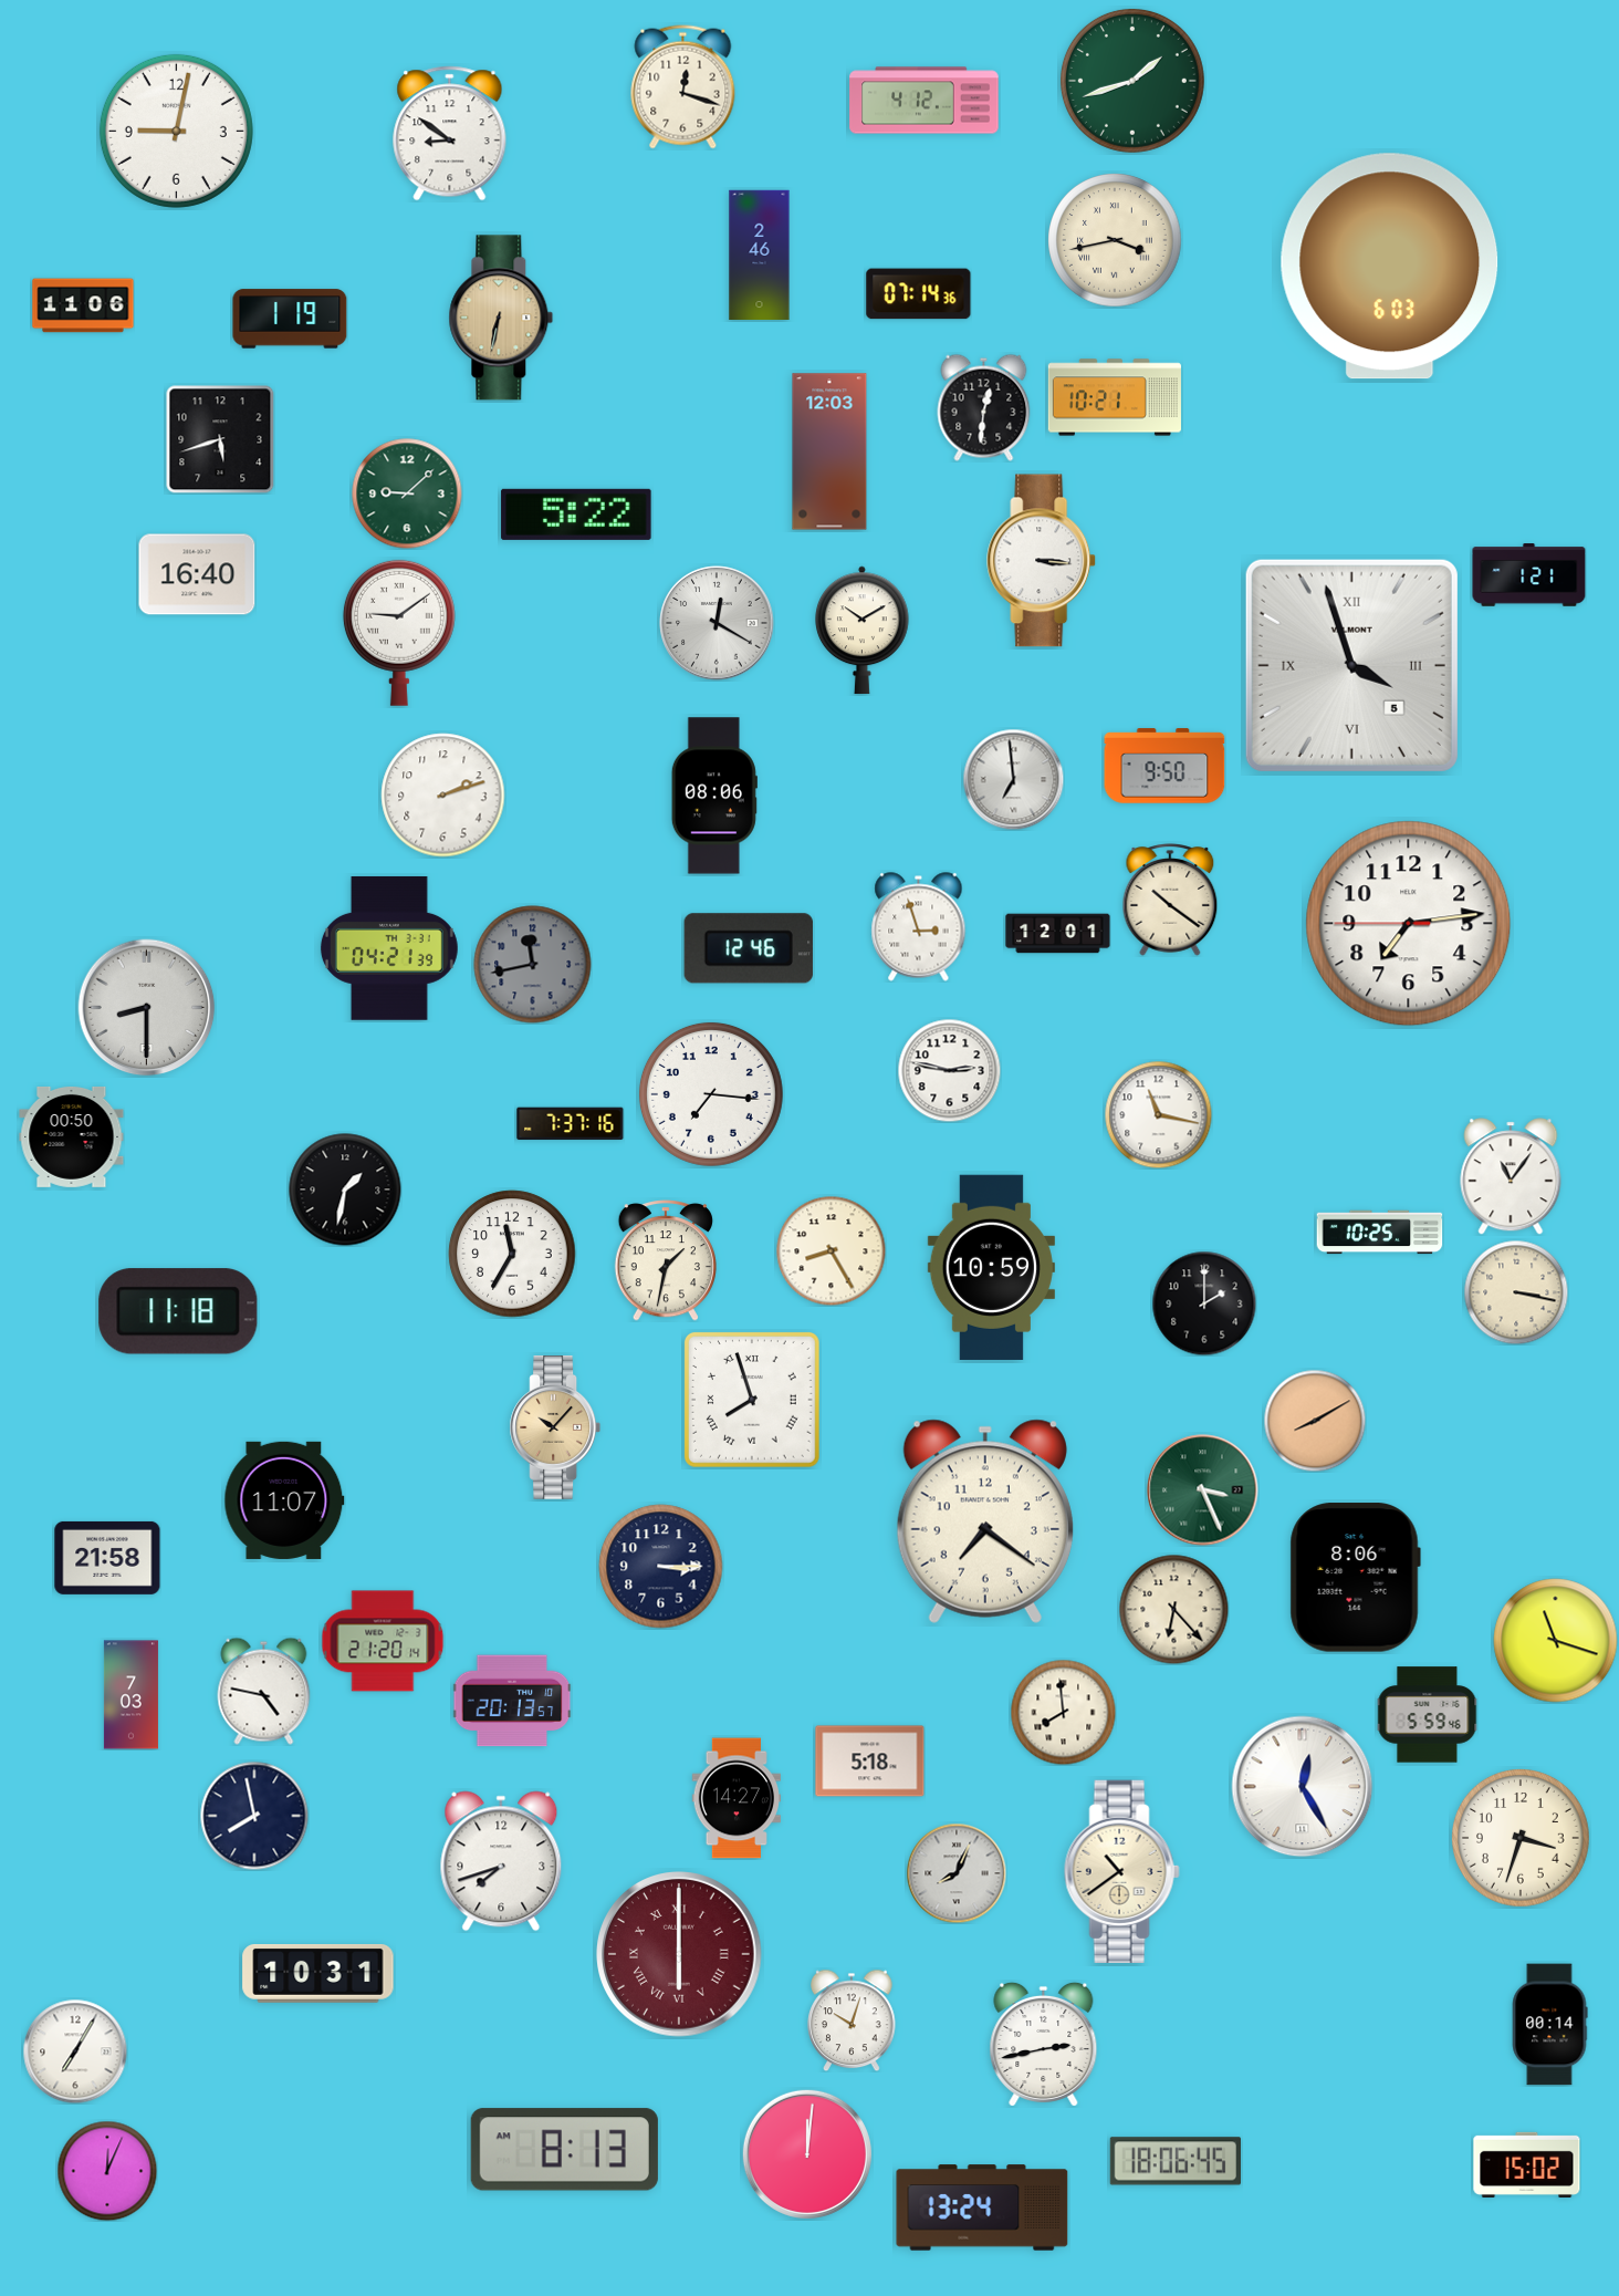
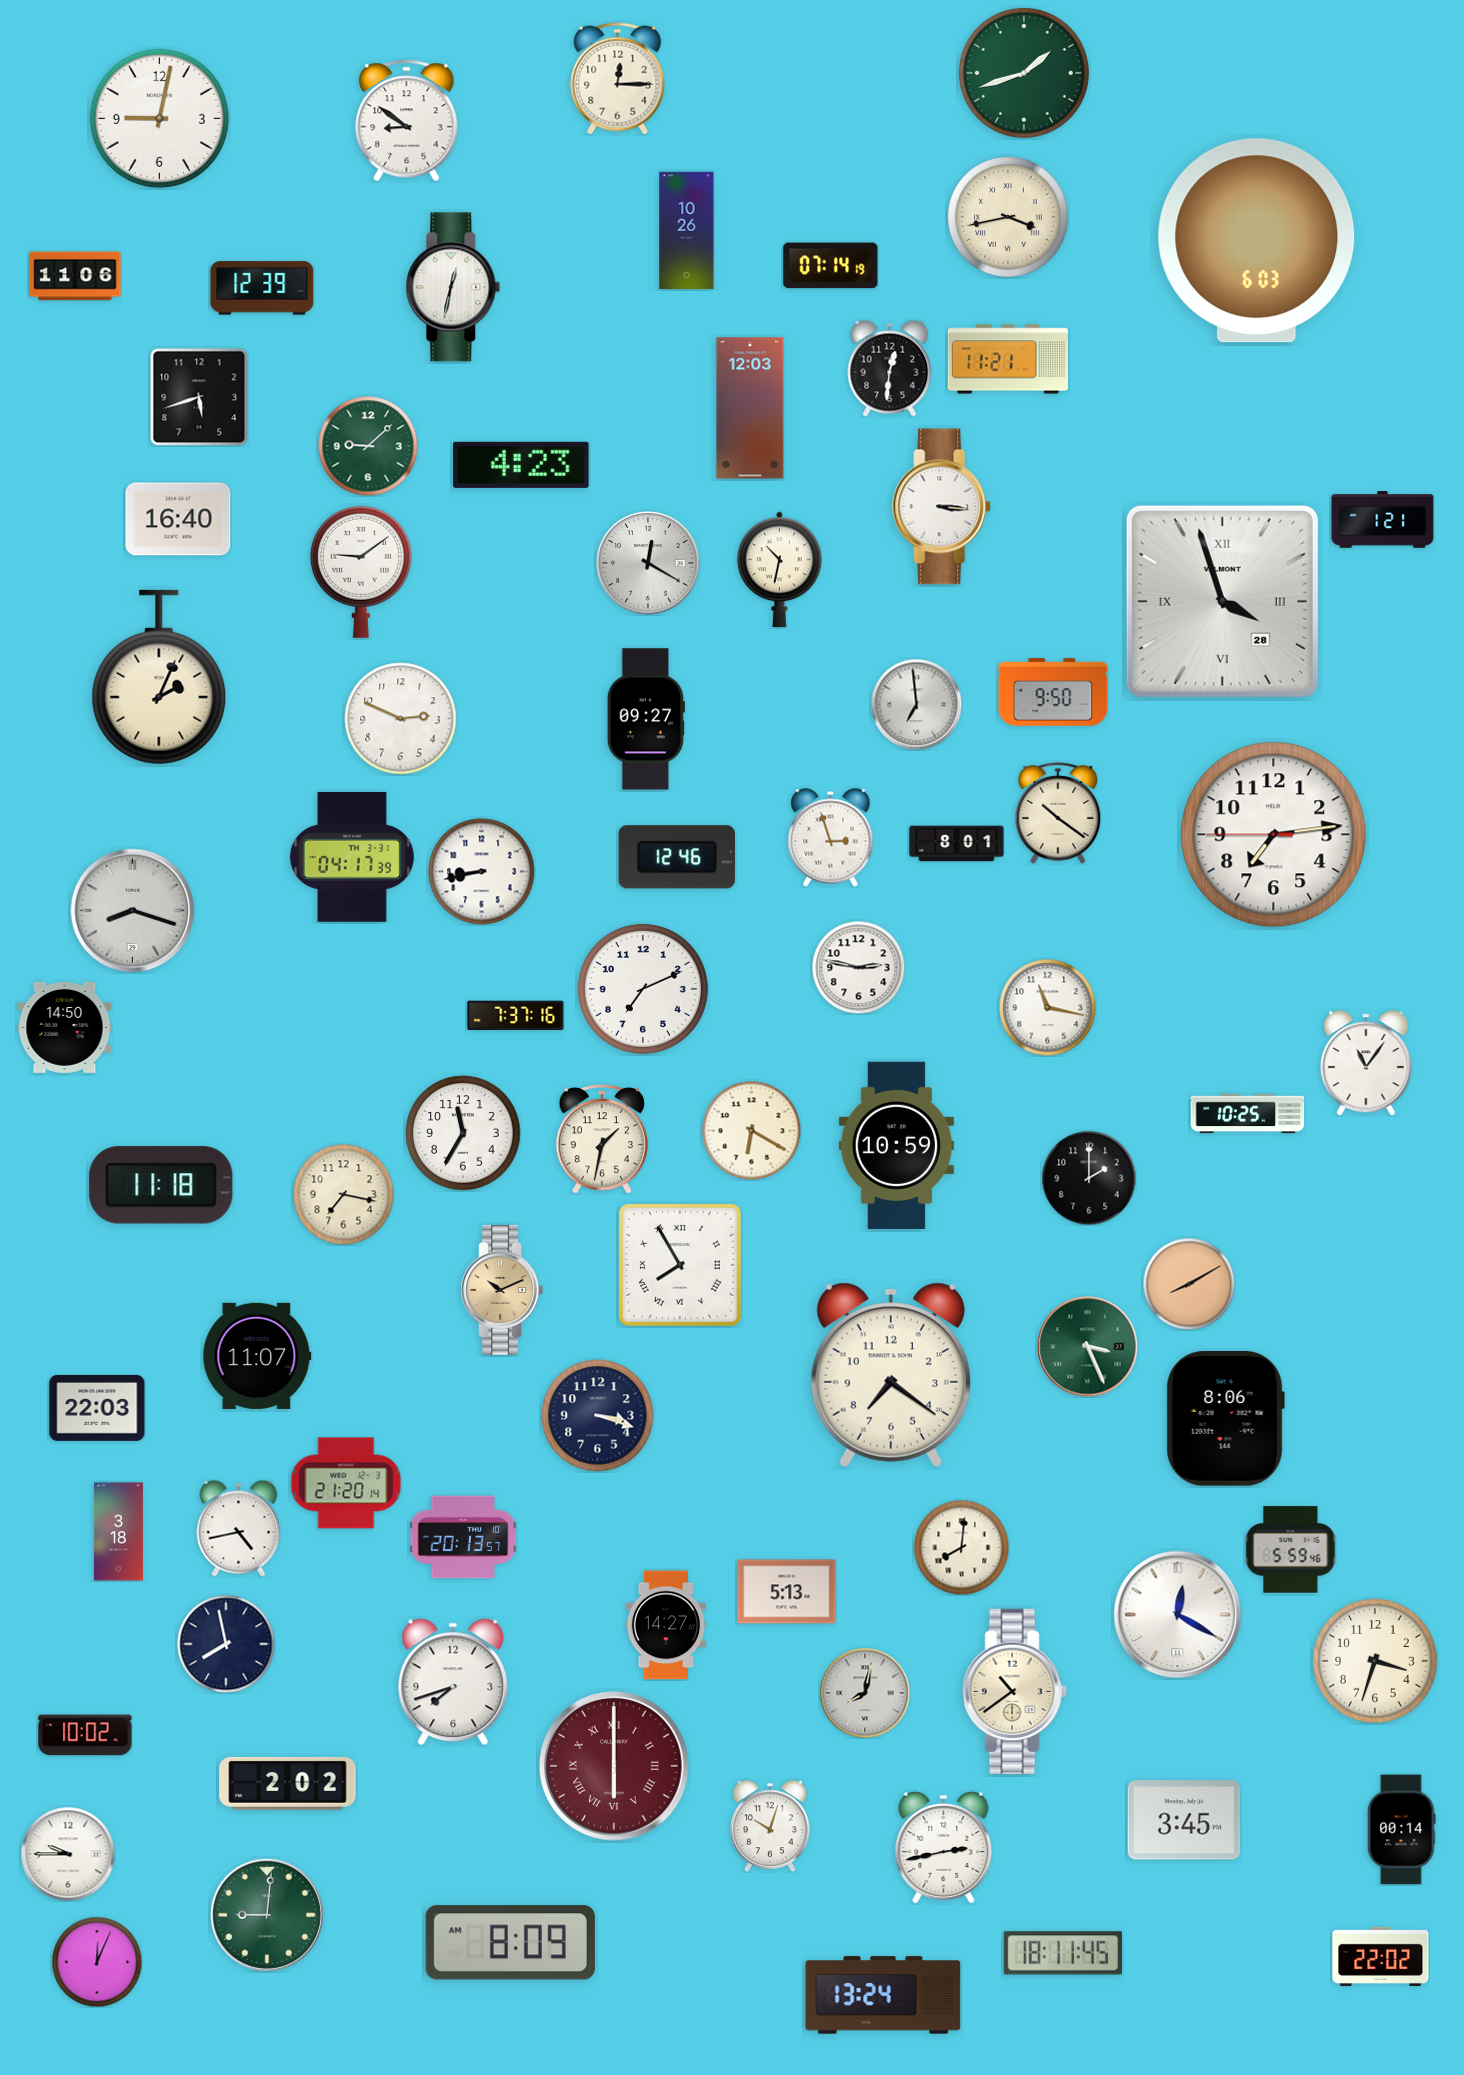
clock at (683, 87): 12:18 -> 12:15
clock at (925, 101): 4:12 -> none
clock at (760, 256): 2:46 -> 10:26
clock at (919, 294): 07:14:36 -> 07:14:19
clock at (501, 318): 6:32 -> 12:32
clock at (501, 318) dial: champagne -> white
clock at (290, 319): 1:19 -> 12:39
clock at (1115, 397): 10:21 -> 11:21
clock at (576, 515): 5:22 -> 4:23
clock at (863, 631): 10:10 -> 10:32
clock at (1351, 665) date: 5 -> 28
clock at (159, 677): none -> 2:04
clock at (443, 796): 2:12 -> 2:49
clock at (714, 796): 08:06 -> 09:27
clock at (1058, 934): 12:01 -> 8:01
clock at (389, 948): 04:21 -> 04:17
clock at (533, 965): 11:43 -> 8:43
clock at (533, 965) dial: grey -> white
clock at (147, 1008): 8:30 -> 8:18
clock at (711, 1094): 7:16 -> 7:11
clock at (72, 1136): 00:50 -> 14:50
clock at (345, 1189): 1:32 -> none
clock at (832, 1251): 8:25 -> 6:20
clock at (1516, 1292): 3:17 -> none
clock at (344, 1195): none -> 7:17
clock at (753, 1401): 7:57 -> 7:55
clock at (555, 1428): 10:07 -> 10:11
clock at (107, 1558): 21:58 -> 22:03
clock at (661, 1567): 3:15 -> 3:18
clock at (1355, 1578) position: (1355, 1578) -> (1225, 1419)
clock at (1174, 1610): 6:23 -> none
clock at (1556, 1641): 11:18 -> none
clock at (264, 1691): 4:47 -> 4:43
clock at (130, 1695): 7:03 -> 3:18
clock at (1063, 1712): 7:59 -> 8:01
clock at (870, 1762): 5:18 -> 5:13
clock at (1303, 1787): 12:25 -> 12:20
clock at (254, 1816) position: (254, 1816) -> (226, 1644)
clock at (957, 1873): 8:04 -> 8:02
clock at (85, 1735): none -> 10:02
clock at (318, 1973): 10:31 -> 2:02
clock at (1184, 1820): none -> 3:45
clock at (75, 2051): 7:05 -> 9:45
clock at (267, 1915): none -> 9:01
clock at (564, 2150): 8:13 -> 8:09
clock at (807, 2154): 12:01 -> none
clock at (1176, 2161): 18:06 -> 18:11
clock at (1527, 2164): 15:02 -> 22:02
clock at (982, 2207) position: (982, 2207) -> (883, 1995)
